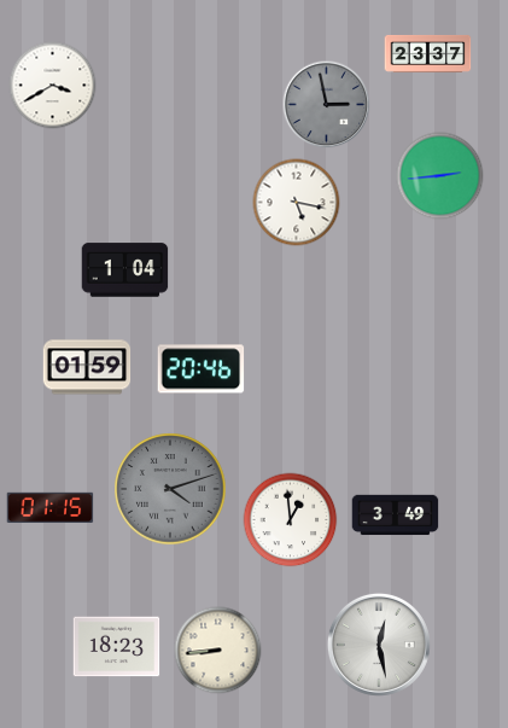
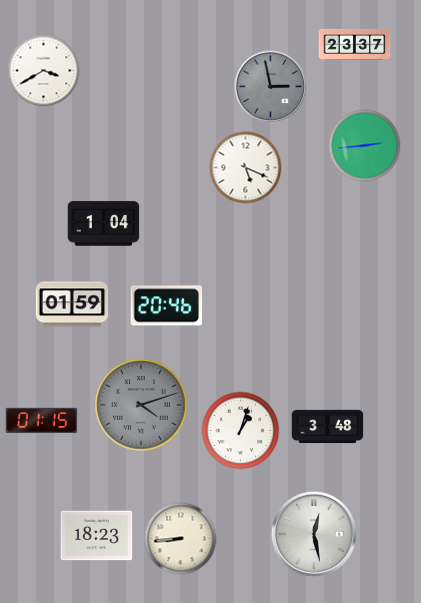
clock at (297, 203): 5:17 -> 5:19
clock at (396, 516): 3:49 -> 3:48
clock at (291, 520): 12:59 -> 1:03
